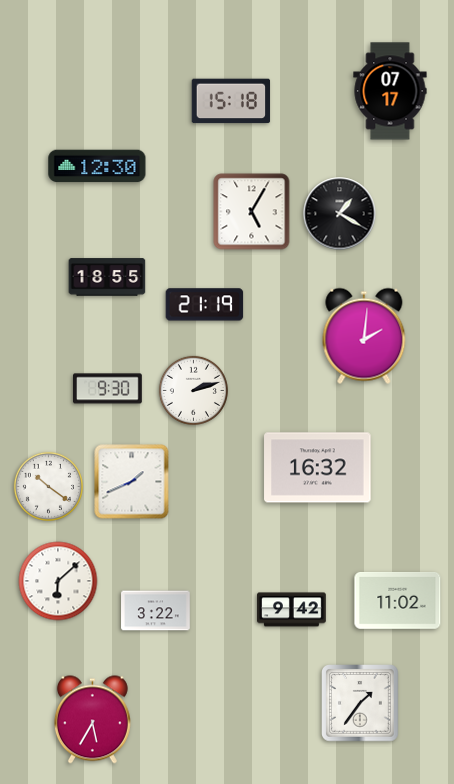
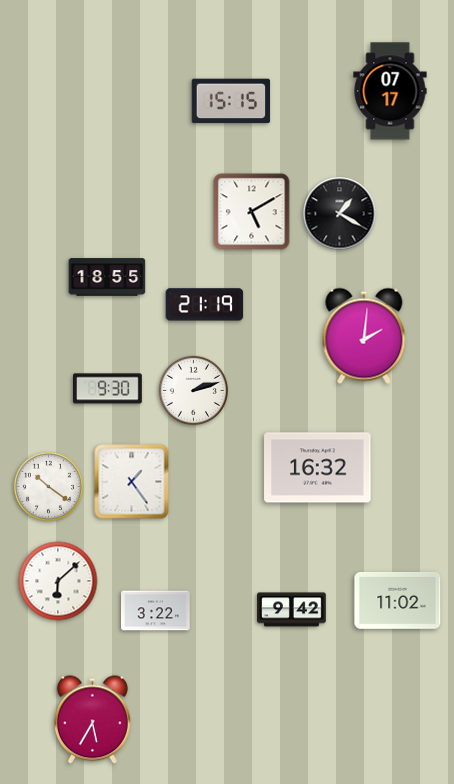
clock at (231, 101): 15:18 -> 15:15
clock at (97, 166): 12:30 -> none
clock at (252, 212): 5:05 -> 5:10
clock at (132, 482): 1:41 -> 1:24
clock at (360, 703): 1:36 -> none
